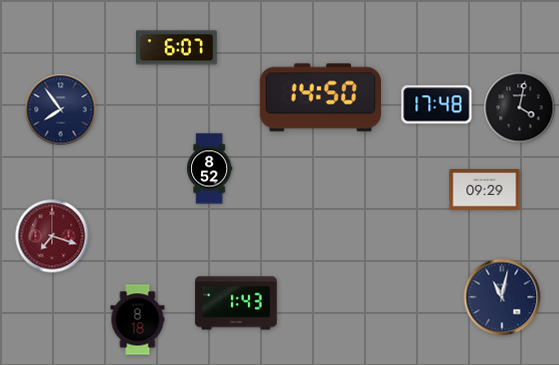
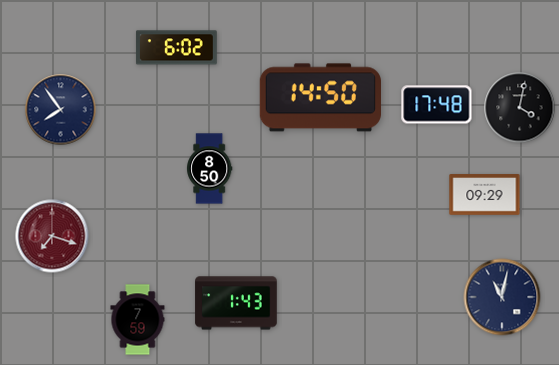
clock at (176, 48): 6:07 -> 6:02
clock at (210, 169): 8:52 -> 8:50
clock at (485, 190) position: (485, 190) -> (485, 195)
clock at (138, 320): 8:18 -> 7:59
